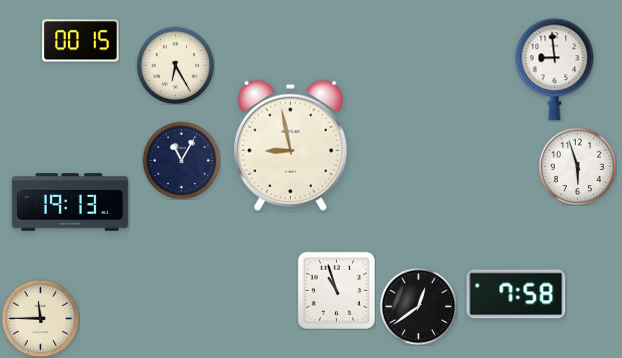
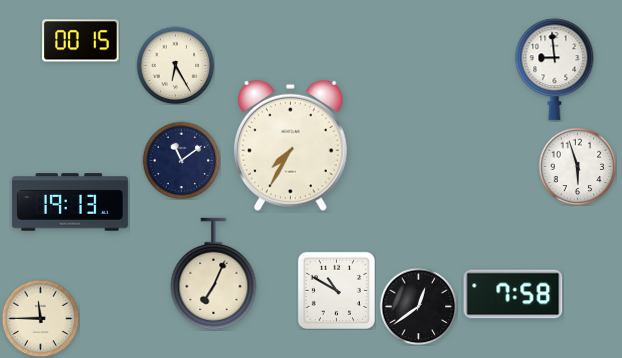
clock at (290, 145): 8:58 -> 7:35
clock at (181, 160): 11:05 -> 11:09
clock at (214, 274): none -> 7:04
clock at (336, 290): 10:57 -> 10:50
clock at (516, 294) position: (516, 294) -> (513, 294)
